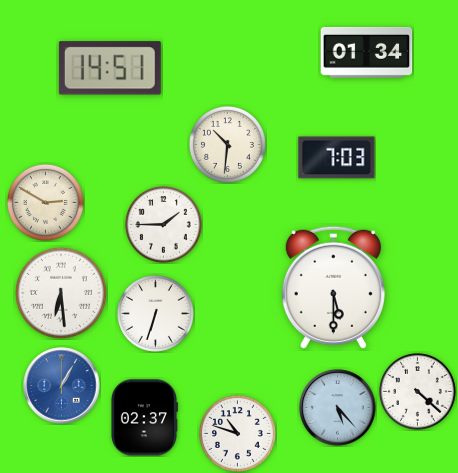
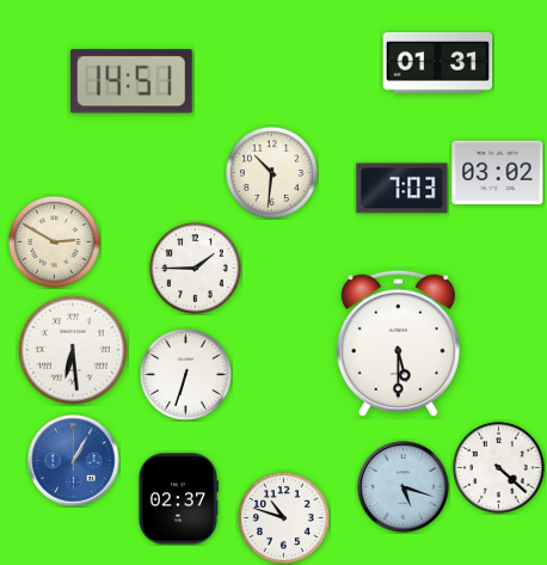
clock at (367, 52): 01:34 -> 01:31
clock at (498, 173): none -> 03:02
clock at (338, 408): 5:23 -> 5:18
clock at (144, 418) position: (144, 418) -> (178, 499)
